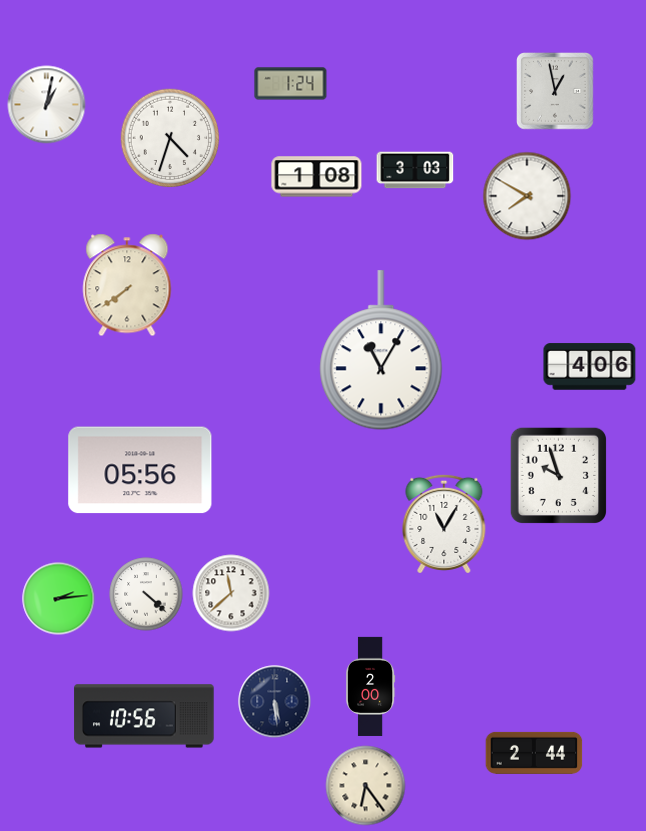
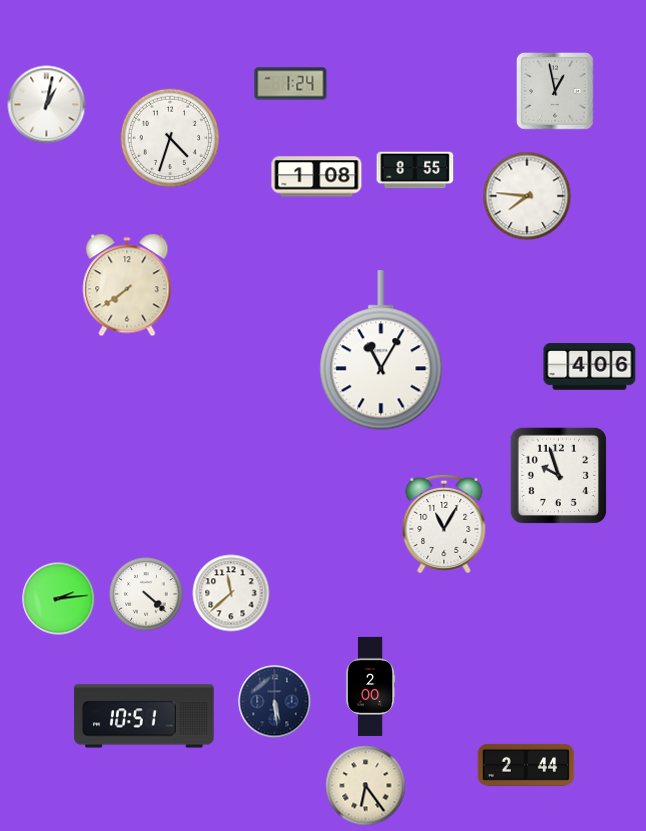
clock at (415, 170): 3:03 -> 8:55
clock at (527, 196): 7:50 -> 7:46
clock at (140, 470): 05:56 -> none
clock at (144, 716): 10:56 -> 10:51
clock at (534, 753) position: (534, 753) -> (526, 765)
